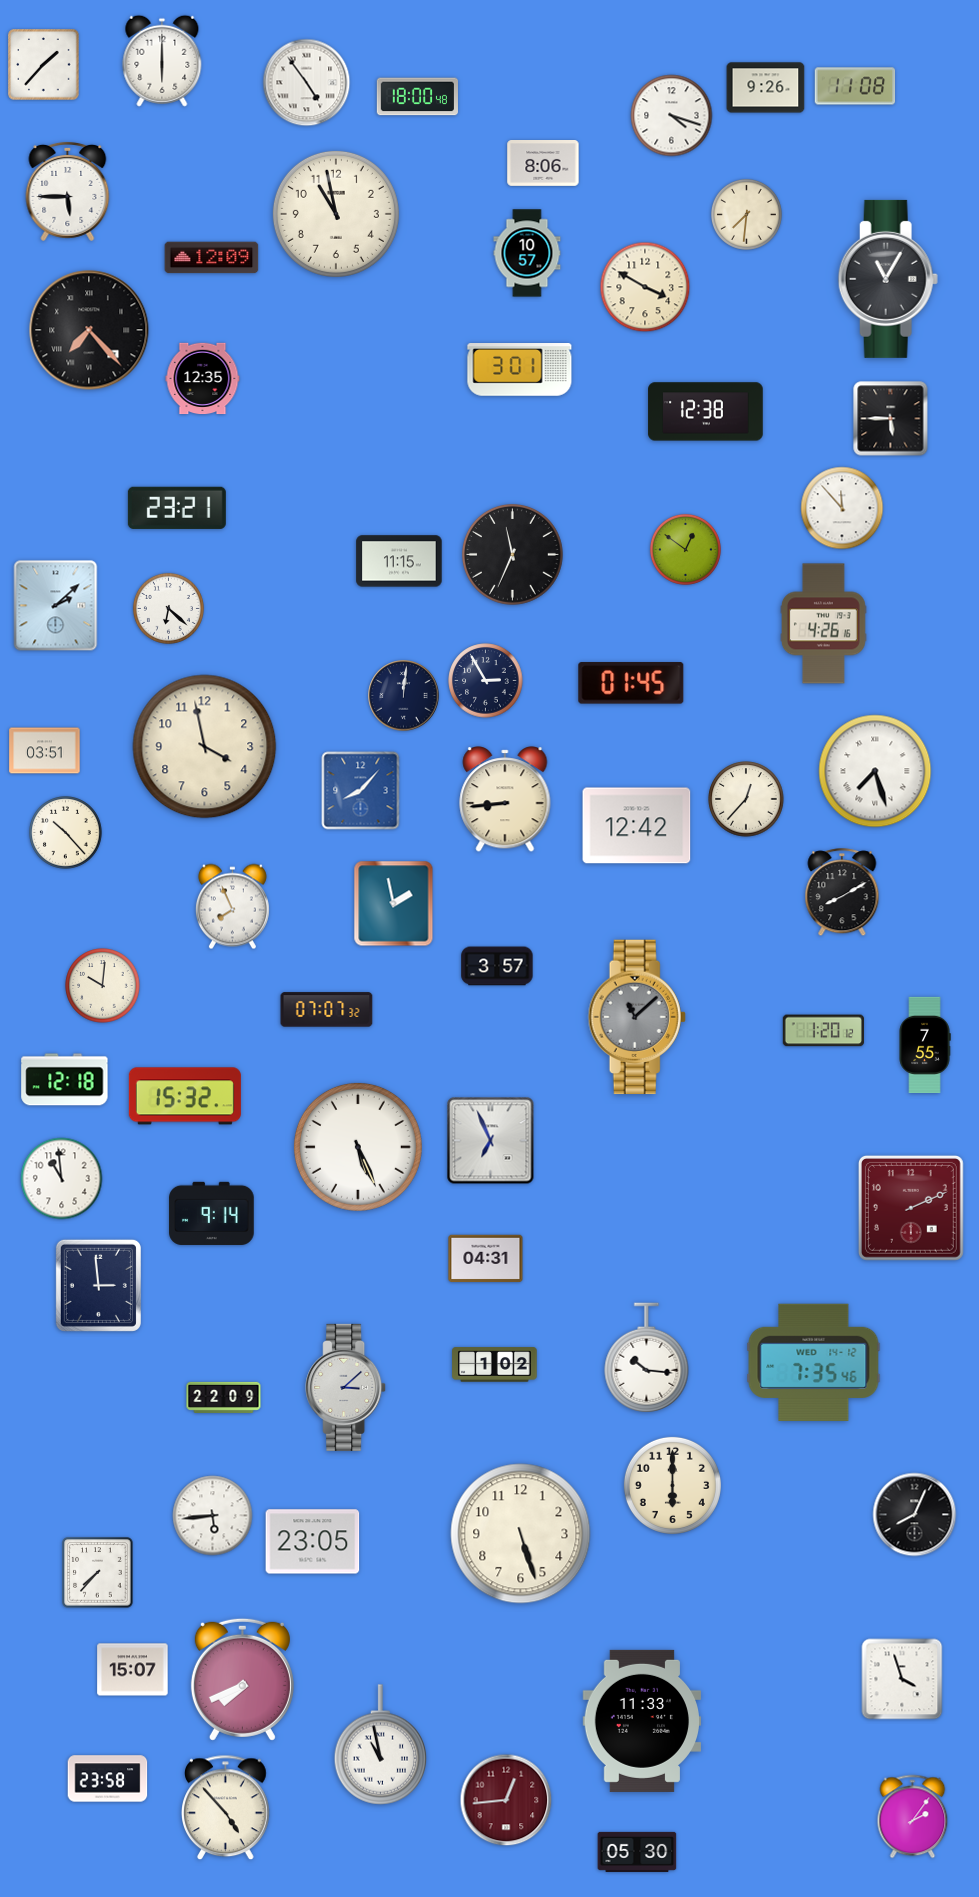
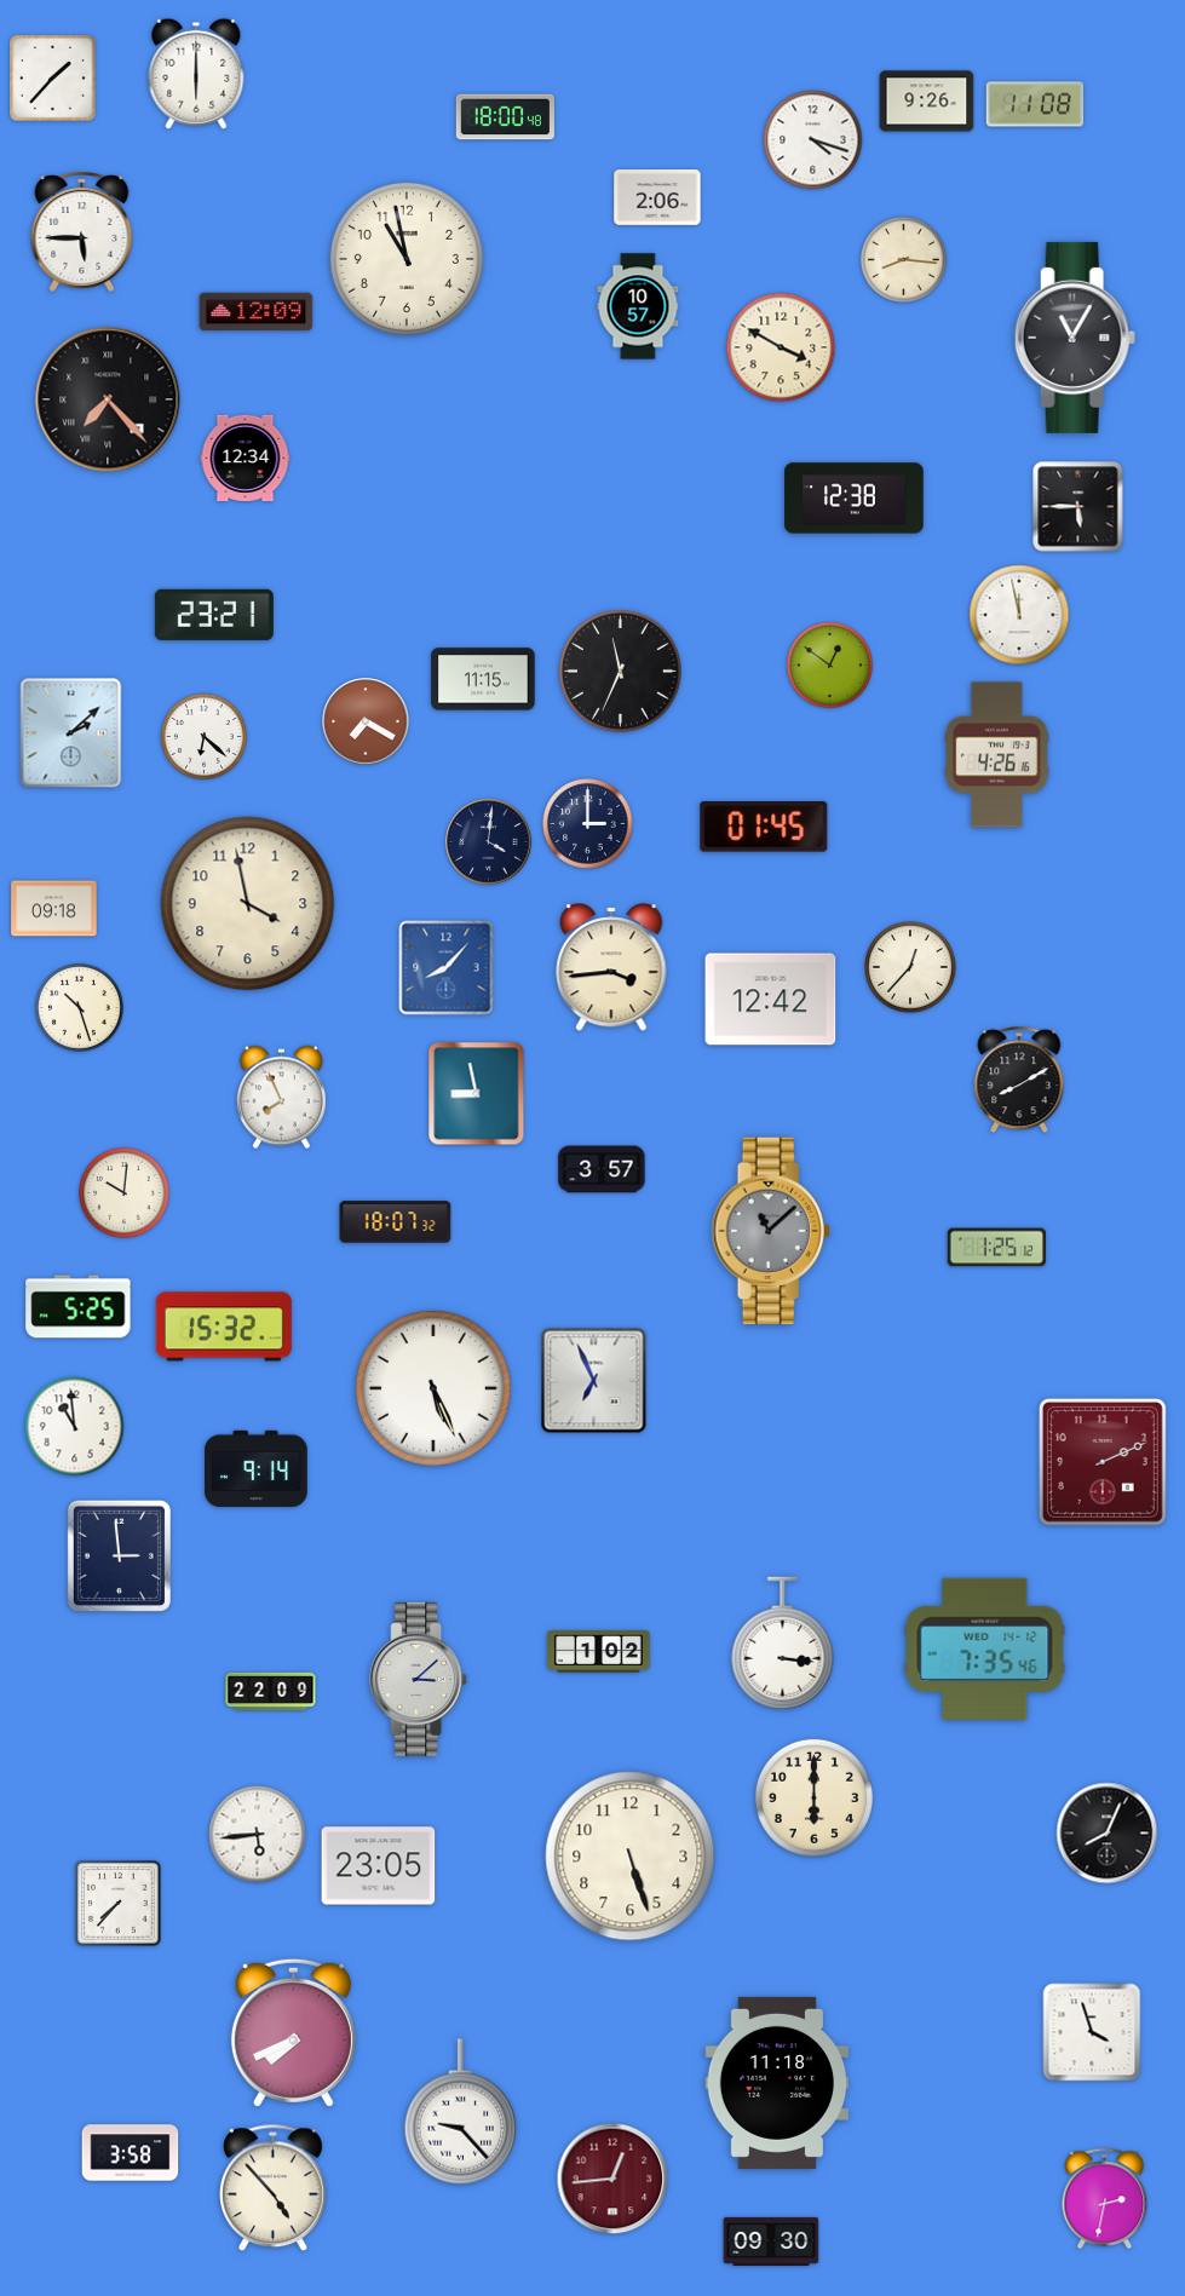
clock at (307, 83): 4:54 -> none
clock at (766, 88) position: (766, 88) -> (927, 102)
clock at (543, 164): 8:06 -> 2:06
clock at (746, 214): 7:31 -> 8:16
clock at (520, 370): 3:01 -> none
clock at (203, 379): 12:35 -> 12:34
clock at (842, 508): 11:53 -> 11:58
clock at (366, 721): none -> 7:20
clock at (56, 606) position: (56, 606) -> (71, 733)
clock at (486, 681): 2:55 -> 3:00
clock at (404, 696): 12:01 -> 4:01
clock at (45, 751): 03:51 -> 09:18
clock at (875, 771): 7:27 -> none
clock at (361, 791) position: (361, 791) -> (447, 968)
clock at (505, 799): 8:44 -> 3:44
clock at (746, 799) position: (746, 799) -> (910, 967)
clock at (66, 833): 10:23 -> 10:27
clock at (394, 904): 1:58 -> 8:58
clock at (327, 1010): 07:07 -> 18:07
clock at (823, 1031): 1:20 -> 1:25
clock at (925, 1044): 7:55 -> none
clock at (65, 1080): 12:18 -> 5:25
clock at (486, 1259): 04:31 -> none
clock at (647, 1358): 10:16 -> 3:16
clock at (133, 1670): 15:07 -> none
clock at (642, 1721): 11:33 -> 11:18
clock at (381, 1745): 10:58 -> 9:23
clock at (108, 1779): 23:58 -> 3:58
clock at (913, 1817): 2:06 -> 2:32
clock at (637, 1852): 05:30 -> 09:30
